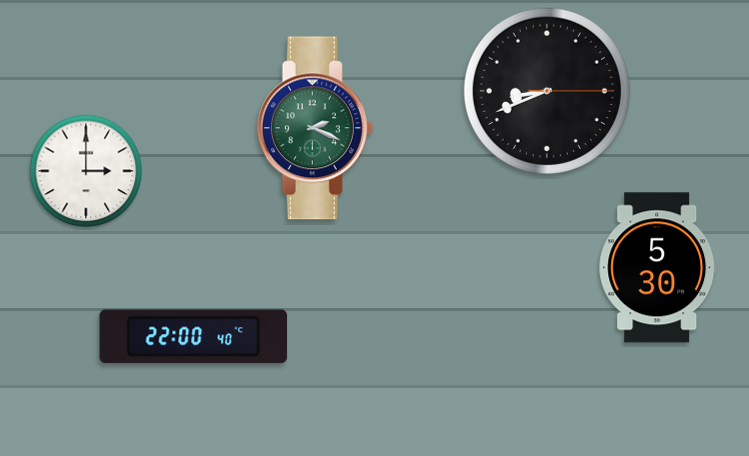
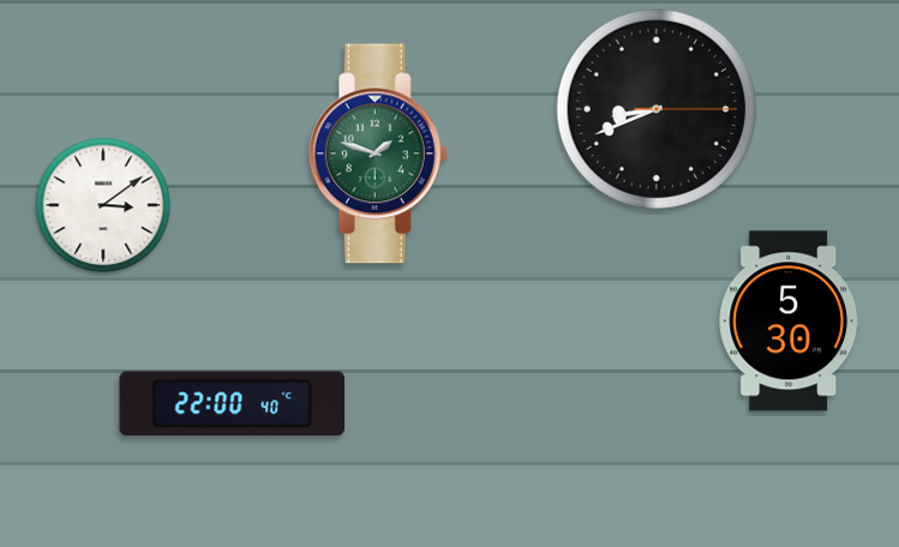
clock at (315, 128): 2:19 -> 1:48
clock at (86, 171): 3:00 -> 3:09
